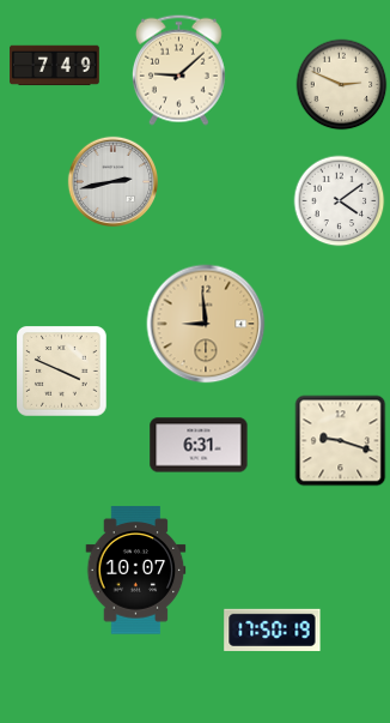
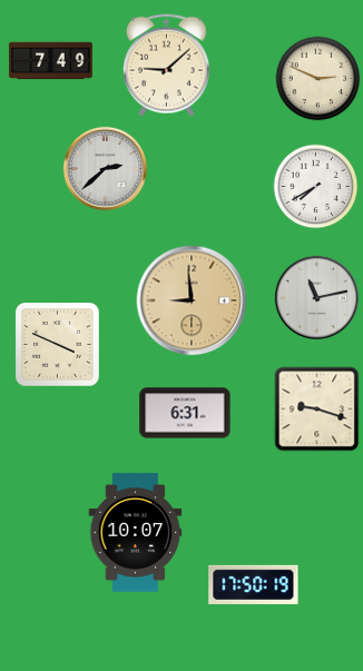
clock at (112, 181): 2:43 -> 2:38
clock at (340, 201): 4:09 -> 7:40
clock at (316, 297): none -> 11:13
clock at (136, 571) position: (136, 571) -> (136, 533)
